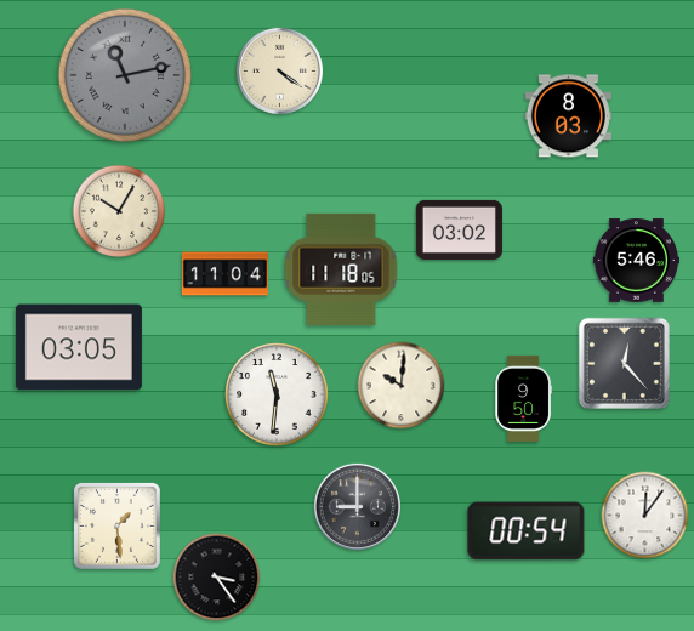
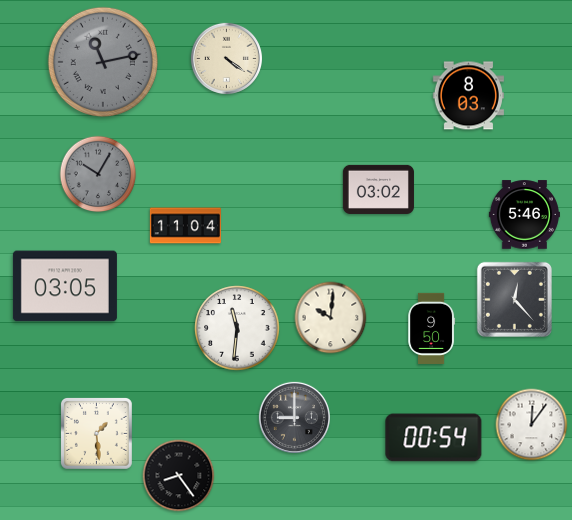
clock at (279, 70) position: (279, 70) -> (226, 58)
clock at (119, 211) dial: cream -> grey
clock at (341, 269): 11:18 -> none
clock at (277, 394) position: (277, 394) -> (237, 328)
clock at (217, 578): 3:24 -> 8:24
